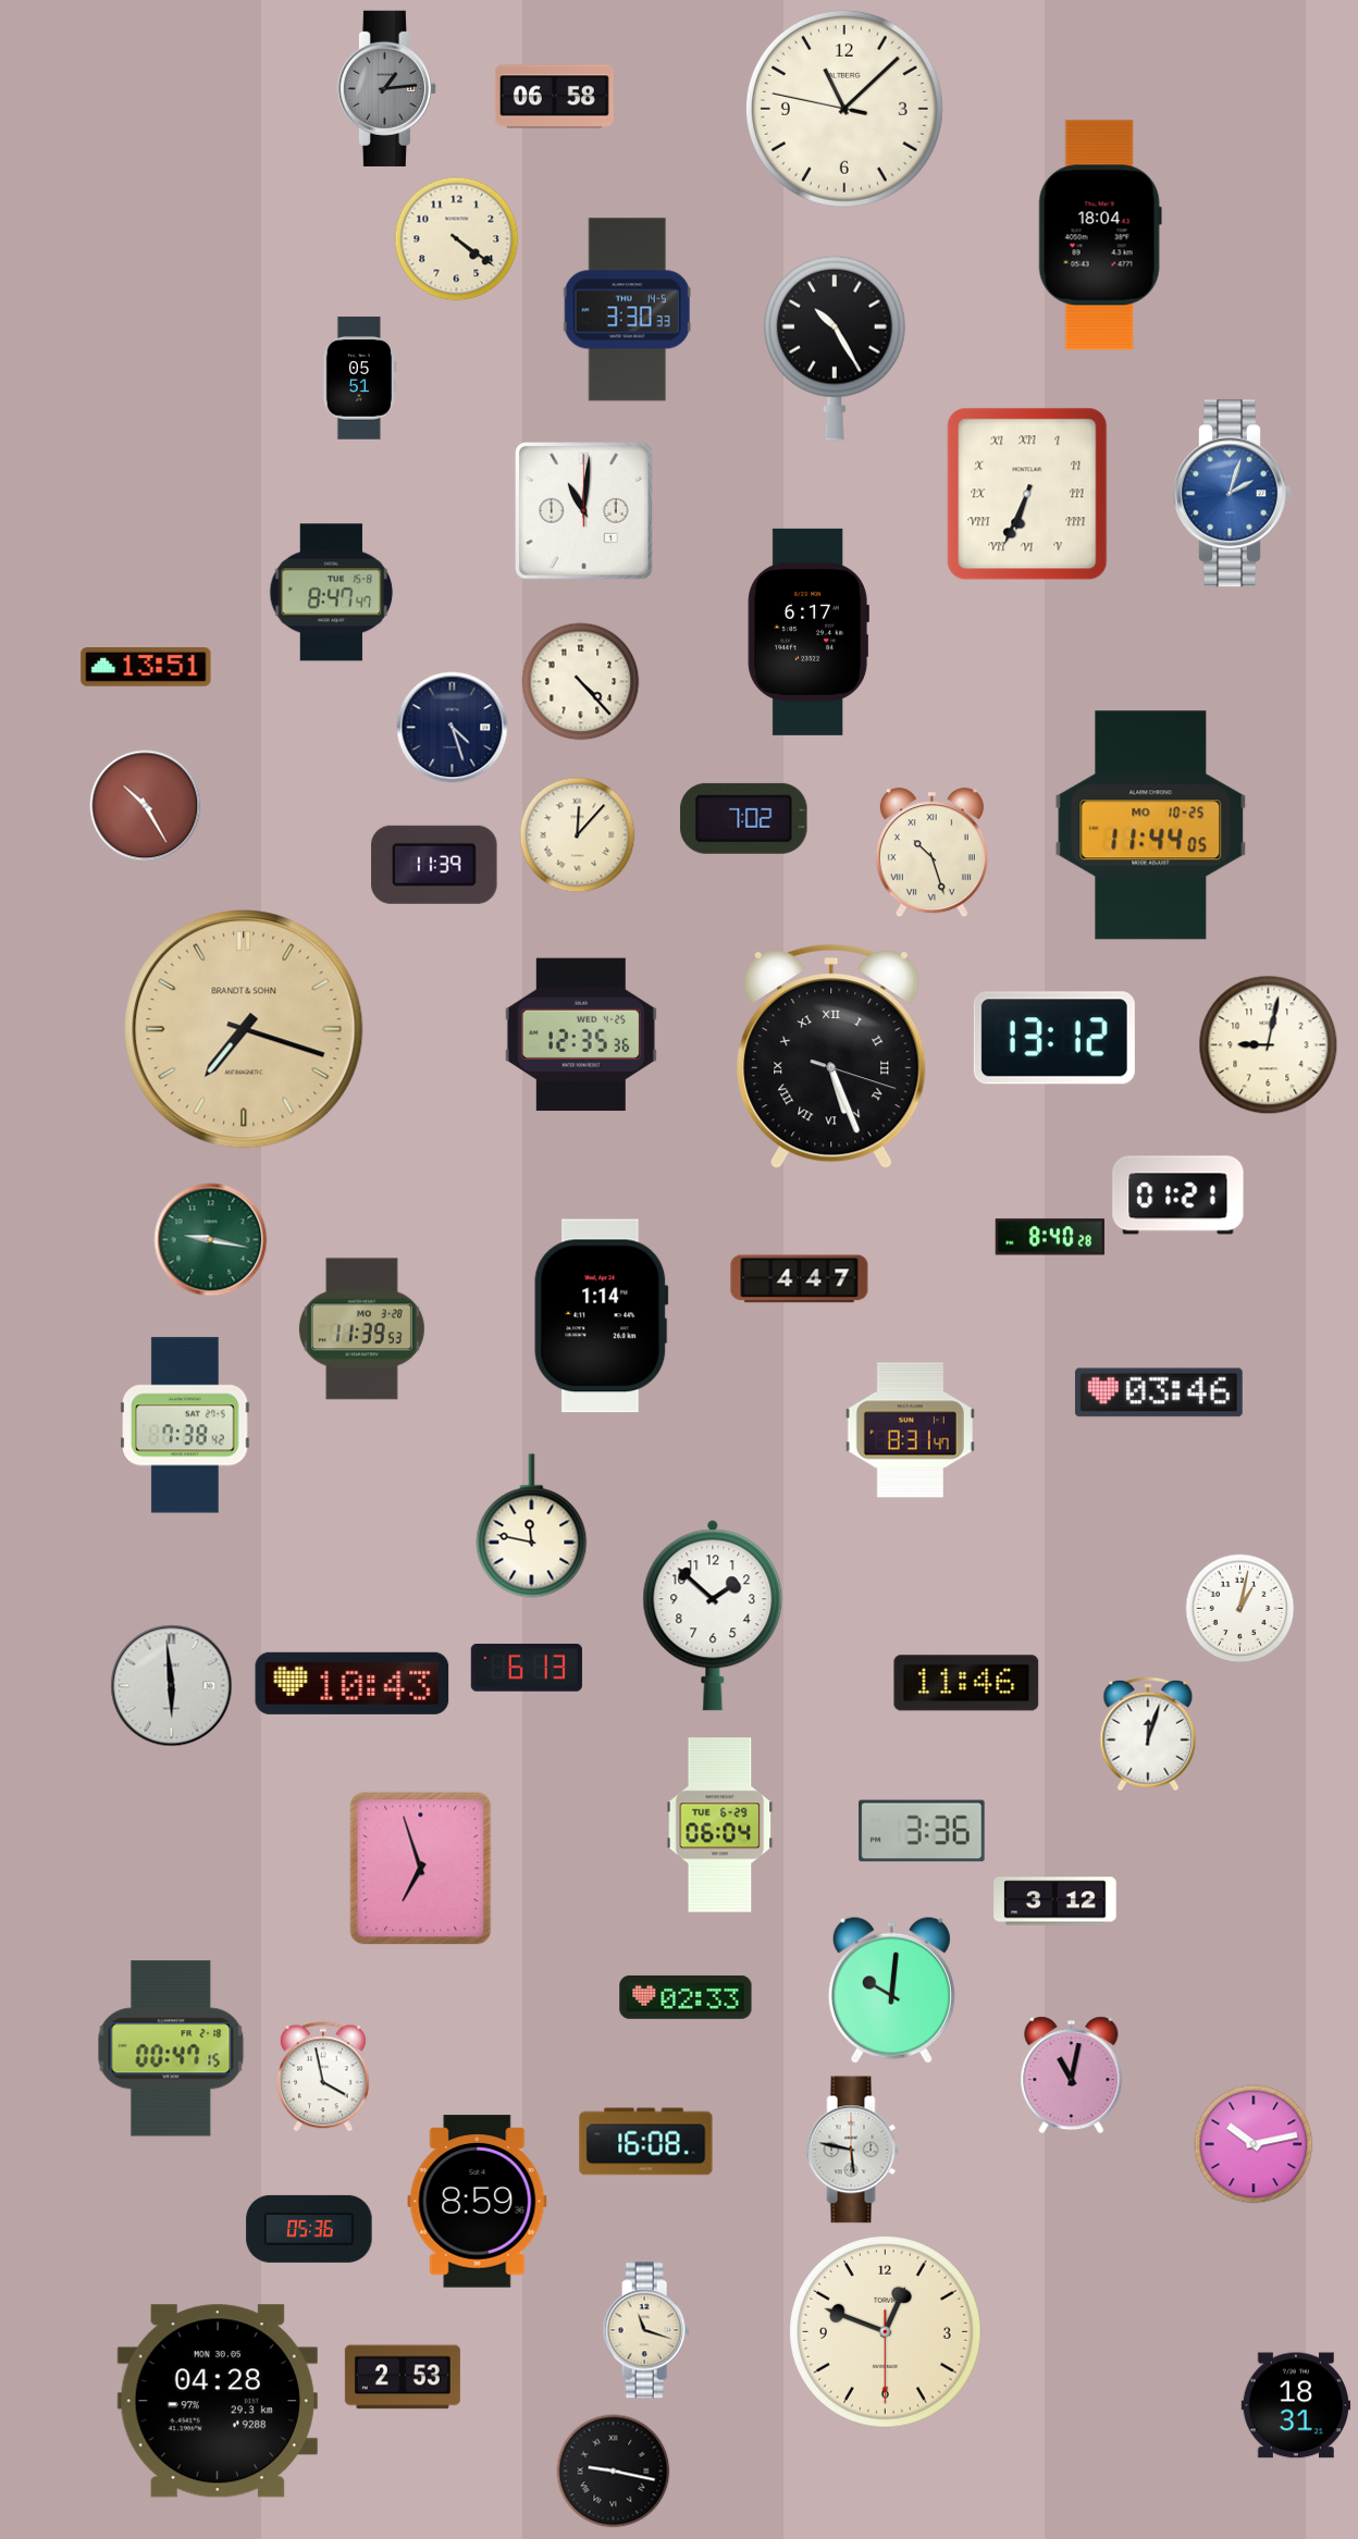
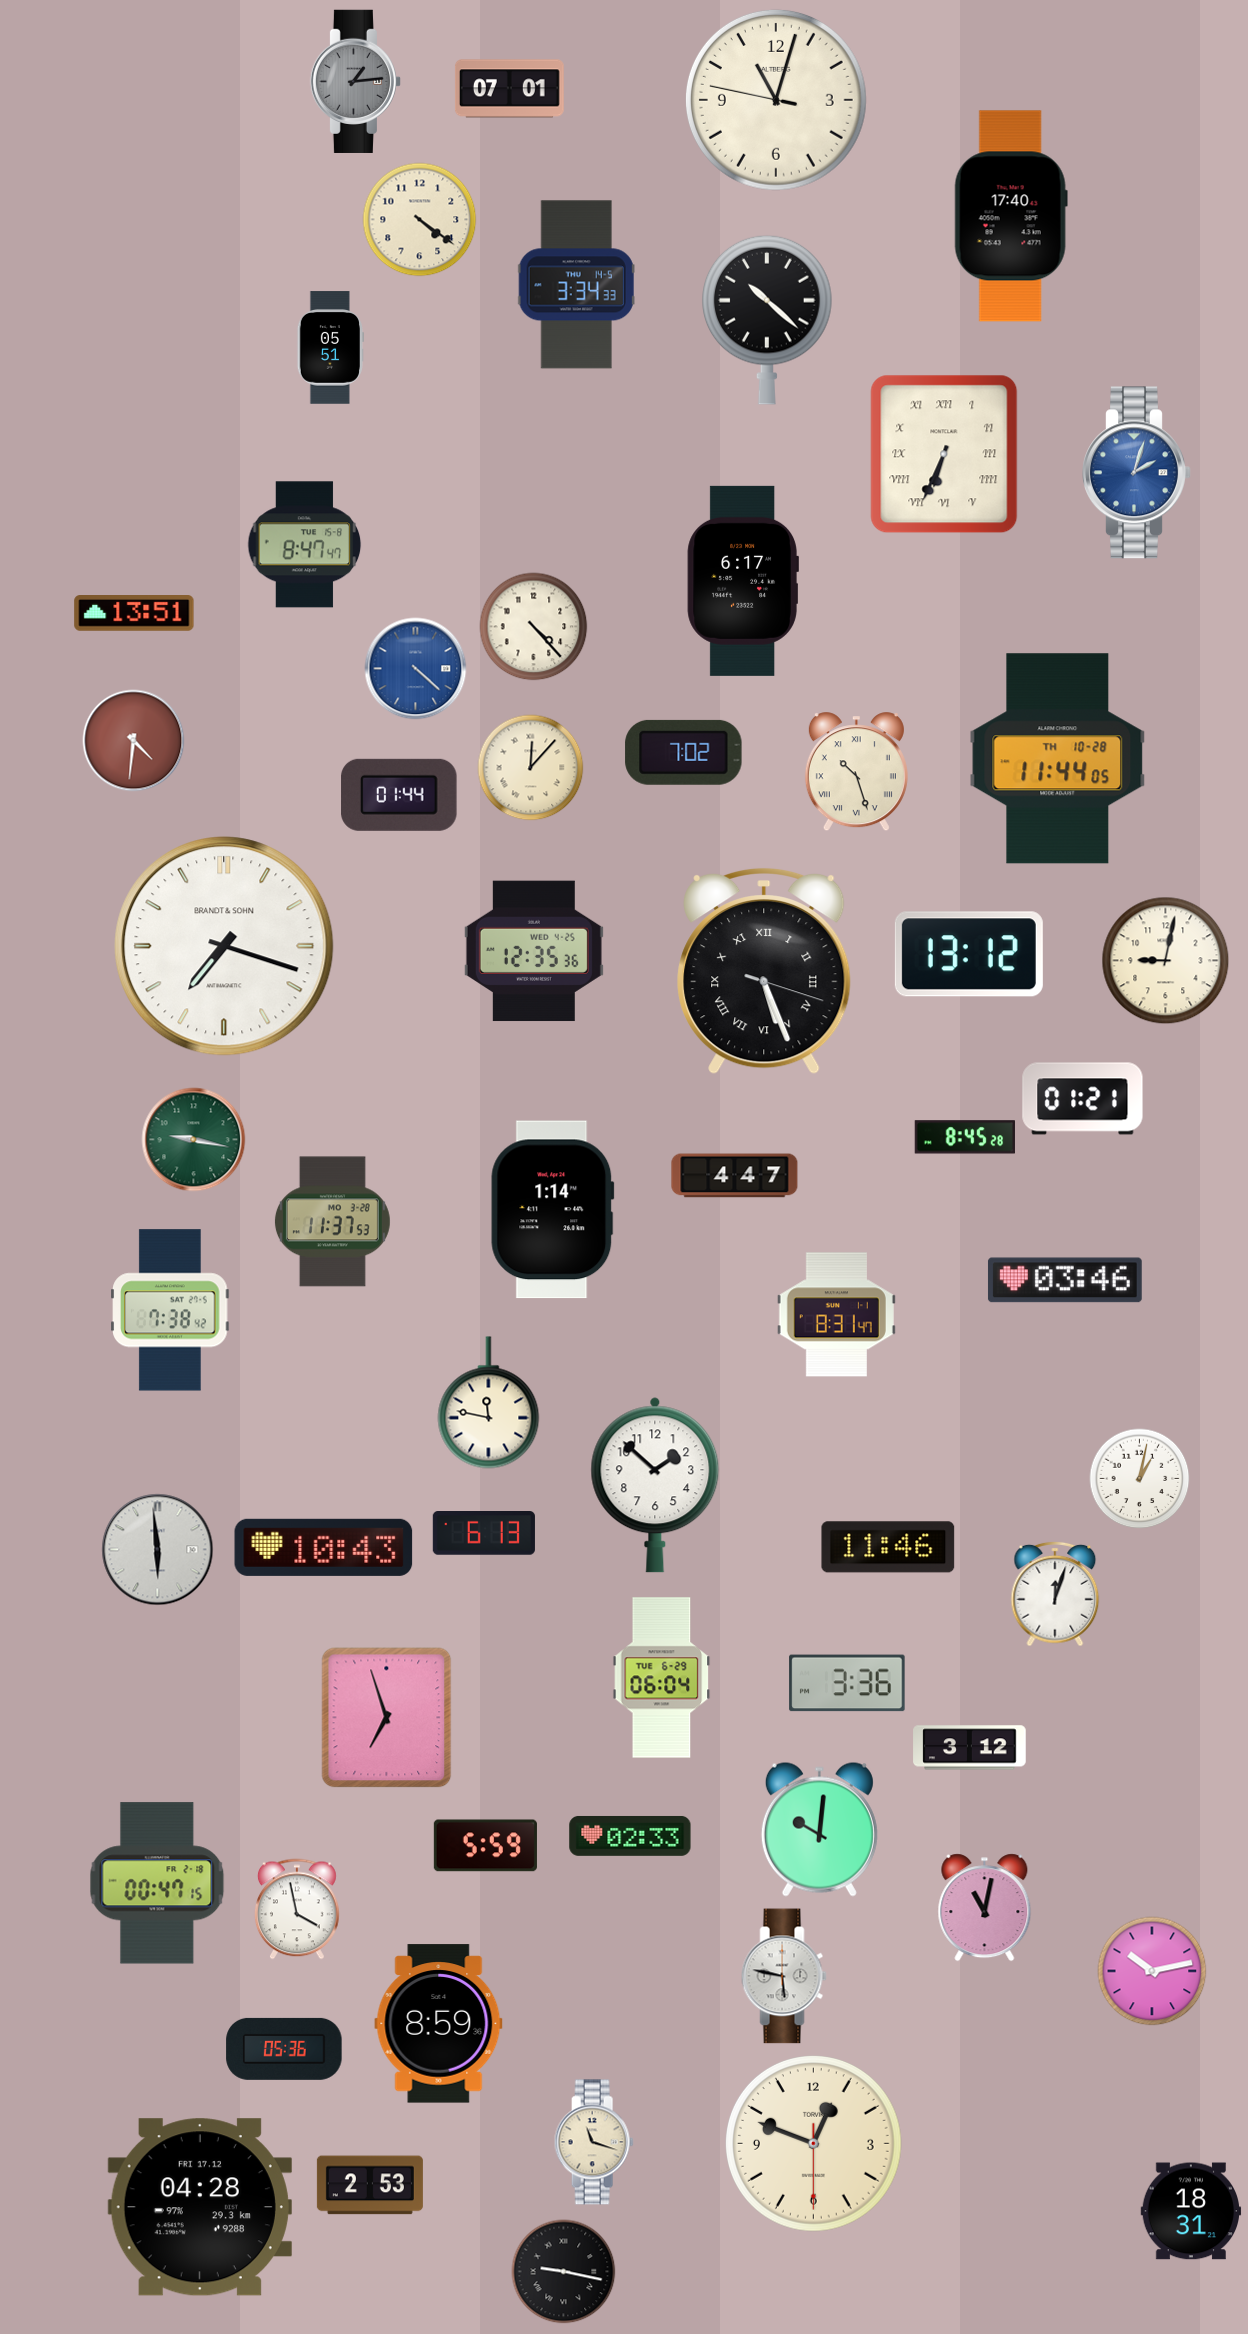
clock at (554, 97): 06:58 -> 07:01
clock at (844, 109): 11:07 -> 11:02
clock at (1100, 235): 18:04 -> 17:40
clock at (627, 310): 3:30 -> 3:34
clock at (836, 348): 10:25 -> 10:22
clock at (1233, 494) position: (1233, 494) -> (1137, 473)
clock at (584, 511): 11:01 -> none
clock at (453, 728): 4:27 -> 4:22
clock at (453, 728) dial: navy -> blue
clock at (146, 806): 10:25 -> 4:31
clock at (1151, 826) date: MO 10-25 -> TH 10-28
clock at (931, 853) position: (931, 853) -> (856, 772)
clock at (434, 865): 11:39 -> 01:44
clock at (244, 1029) dial: champagne -> white
clock at (1050, 1237): 8:40 -> 8:45
clock at (361, 1329): 11:39 -> 11:37
clock at (485, 1846): none -> 5:59
clock at (646, 2142): 16:08 -> none
clock at (218, 2401) date: MON 30.05 -> FRI 17.12
